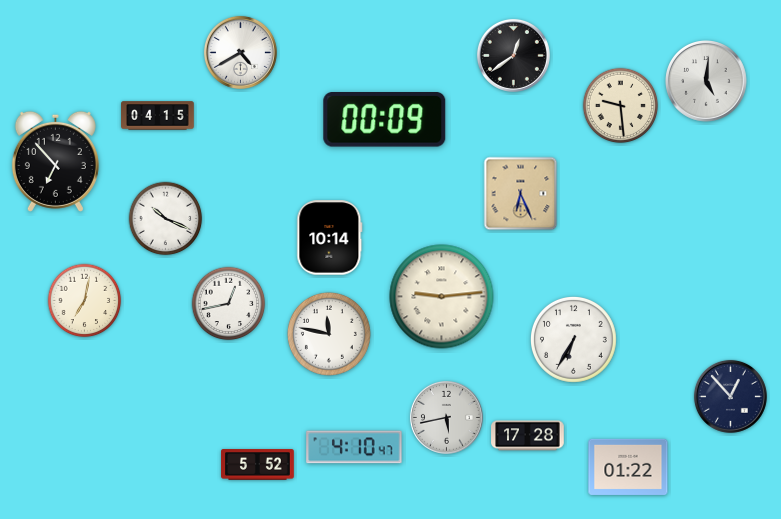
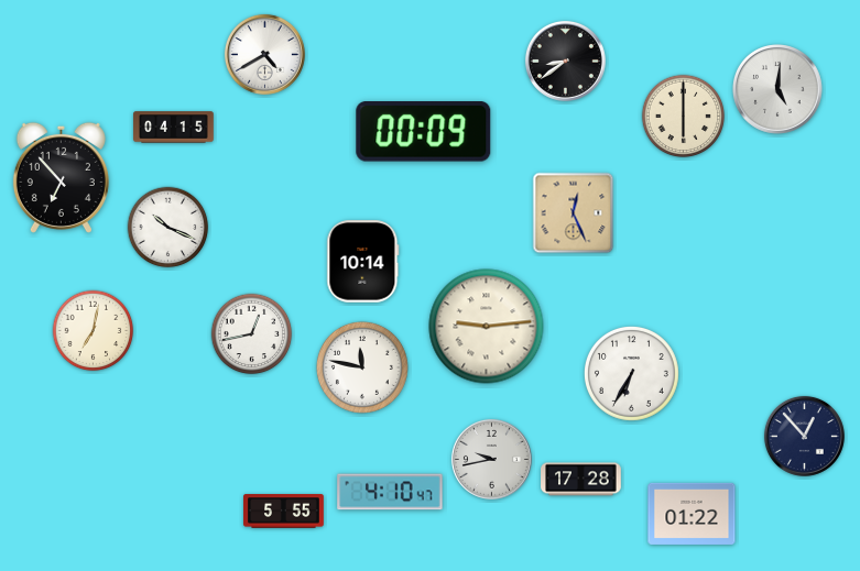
clock at (240, 52) position: (240, 52) -> (264, 54)
clock at (513, 55): 12:39 -> 8:39
clock at (621, 106): 9:29 -> 6:00
clock at (521, 194): 6:26 -> 12:26
clock at (166, 219) position: (166, 219) -> (168, 228)
clock at (446, 417): 5:43 -> 9:43
clock at (258, 465): 5:52 -> 5:55
